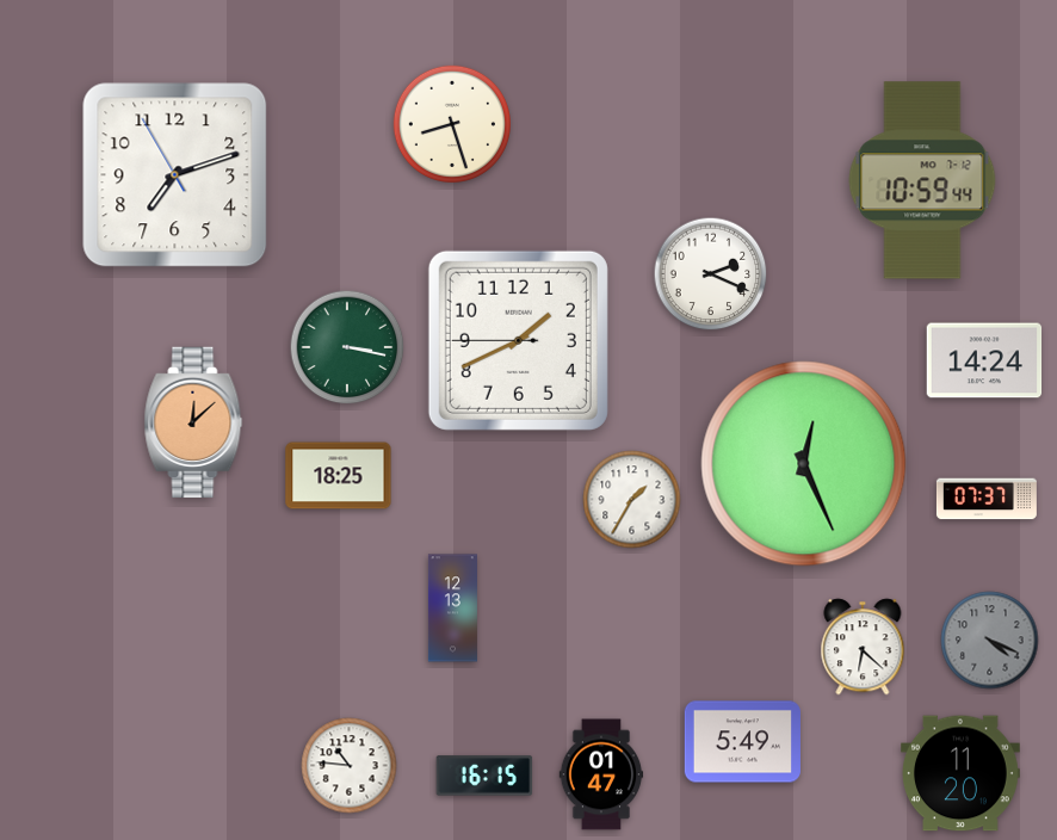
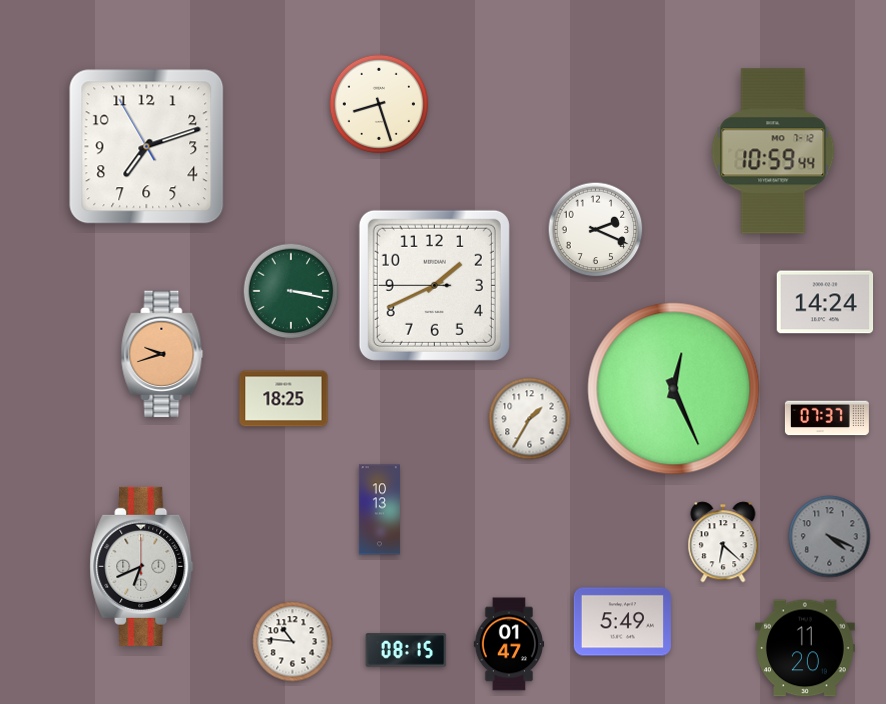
clock at (193, 422): 12:08 -> 9:42
clock at (452, 609): 12:13 -> 10:13
clock at (142, 566): none -> 6:41
clock at (601, 774) position: (601, 774) -> (509, 644)
clock at (484, 776): 16:15 -> 08:15
